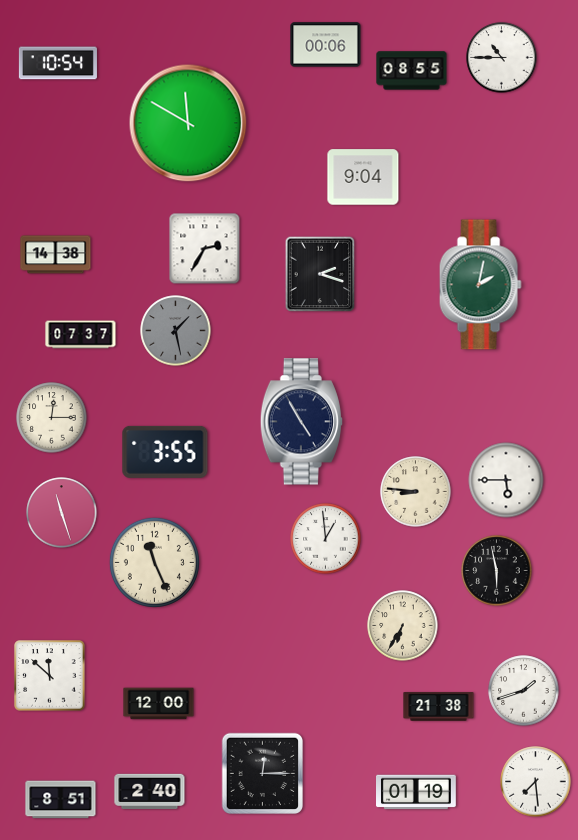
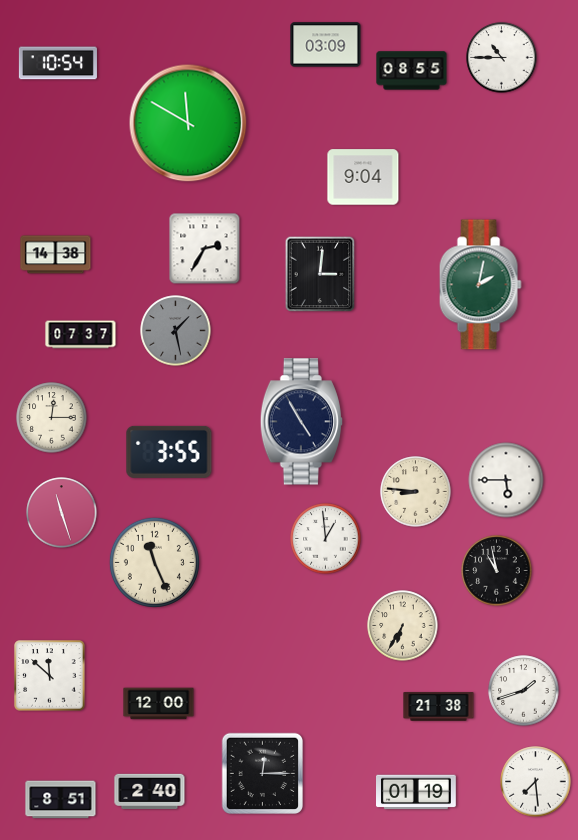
clock at (326, 45): 00:06 -> 03:09
clock at (320, 274): 2:18 -> 3:01
clock at (165, 452) position: (165, 452) -> (169, 452)
clock at (497, 571): 5:58 -> 10:58
